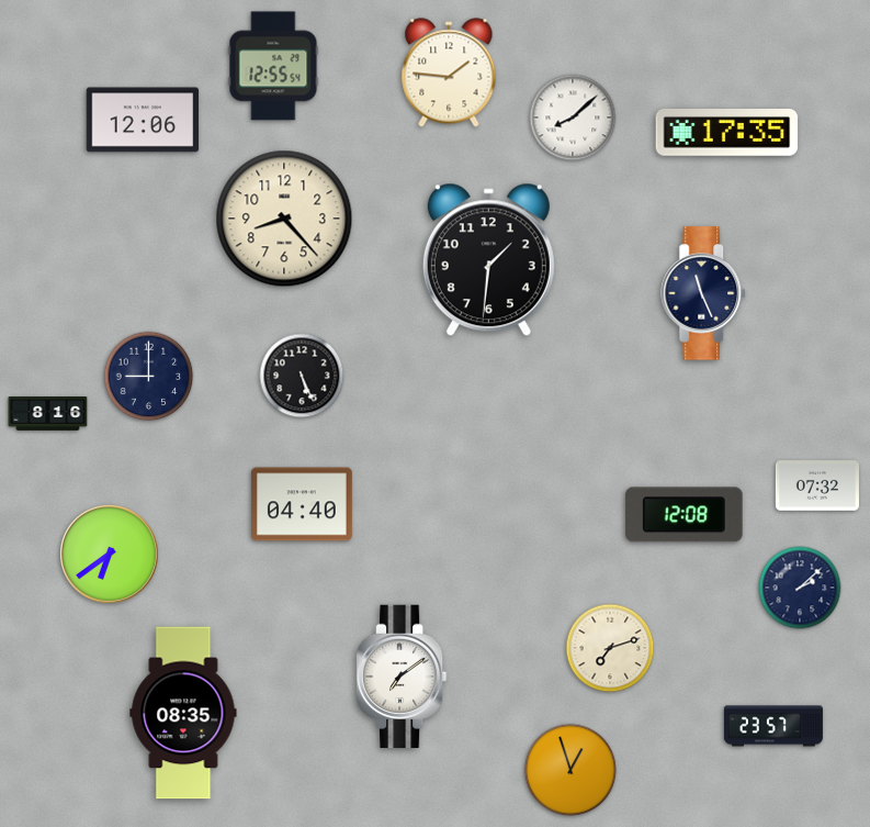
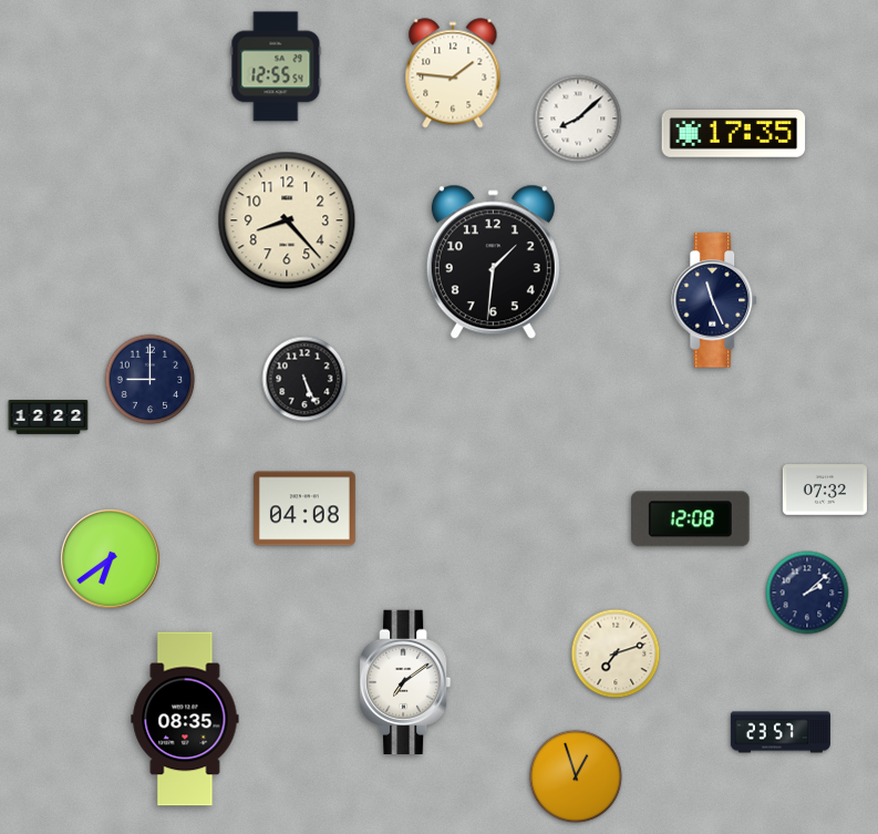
clock at (143, 120): 12:06 -> none
clock at (704, 293) position: (704, 293) -> (715, 300)
clock at (48, 414): 8:16 -> 12:22
clock at (302, 504): 04:40 -> 04:08
